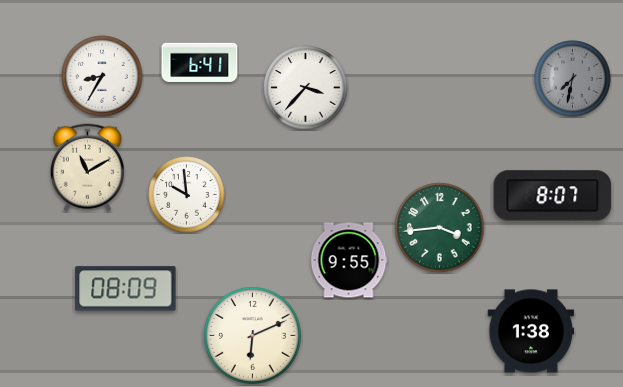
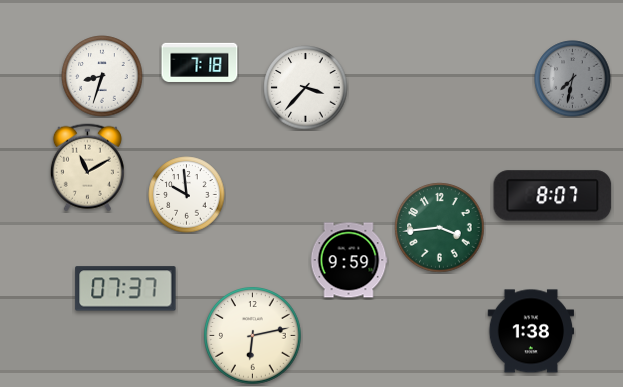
clock at (200, 62): 6:41 -> 7:18
clock at (102, 76): 8:35 -> 8:33
clock at (349, 260): 9:55 -> 9:59
clock at (126, 289): 08:09 -> 07:37
clock at (253, 336): 6:11 -> 6:13
